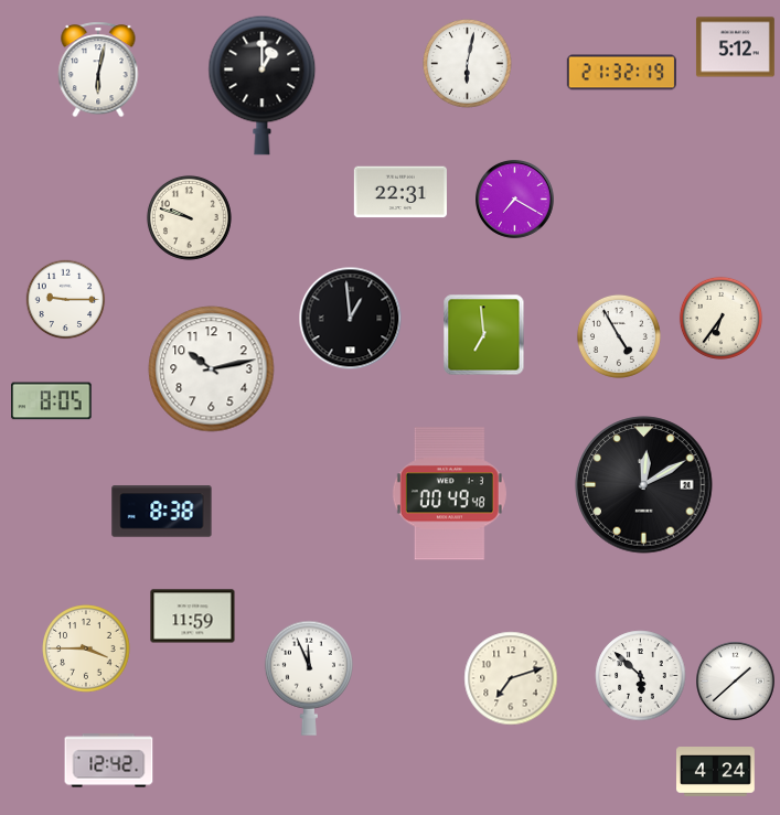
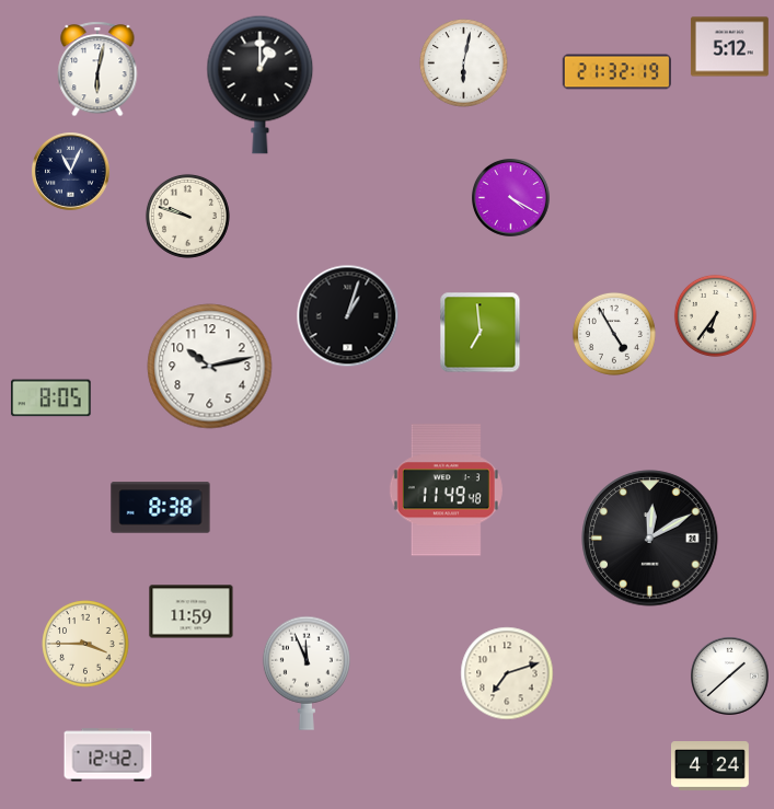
clock at (71, 172): none -> 11:04
clock at (400, 192): 22:31 -> none
clock at (515, 200): 7:20 -> 4:20
clock at (66, 300): 9:15 -> none
clock at (351, 319): 12:59 -> 1:03
clock at (644, 485) position: (644, 485) -> (650, 539)
clock at (449, 494): 00:49 -> 11:49
clock at (641, 676): 5:52 -> none
